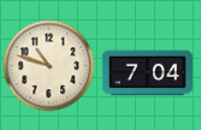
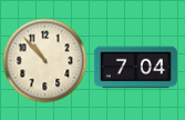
clock at (49, 66): 10:48 -> 10:53
